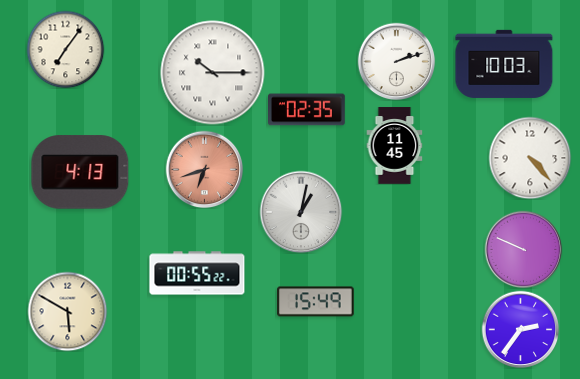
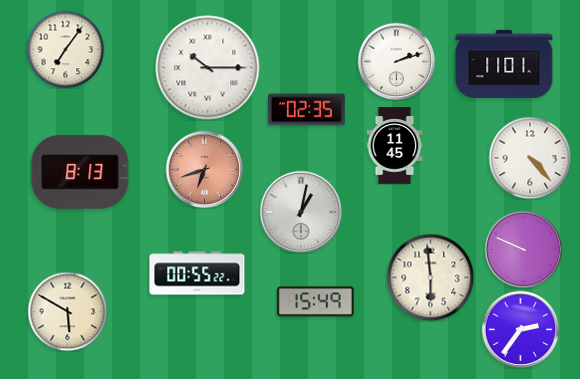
clock at (504, 64): 10:03 -> 11:01
clock at (213, 73) position: (213, 73) -> (208, 68)
clock at (80, 172): 4:13 -> 8:13
clock at (430, 277): none -> 5:59
